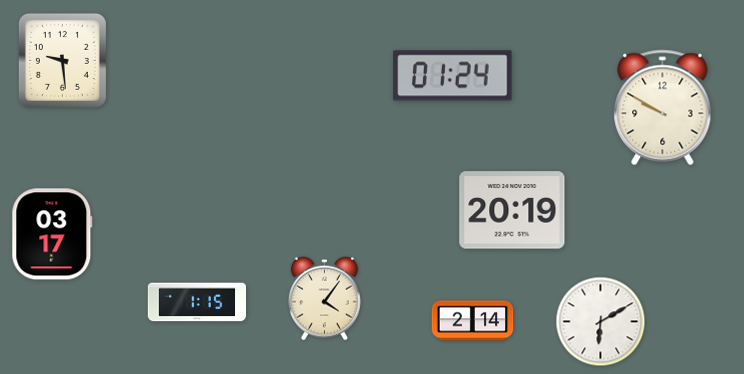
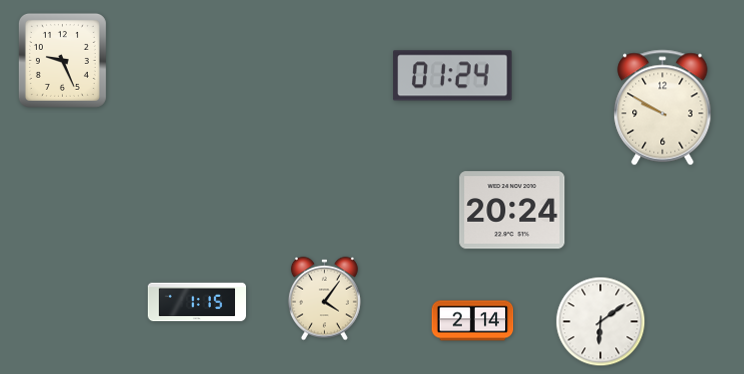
clock at (62, 60): 9:29 -> 9:26
clock at (512, 210): 20:19 -> 20:24
clock at (52, 234): 03:17 -> none
clock at (601, 322): 6:10 -> 6:09
